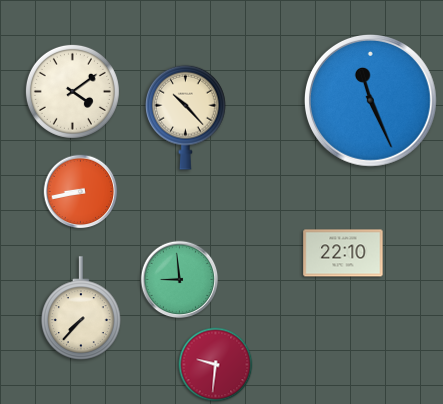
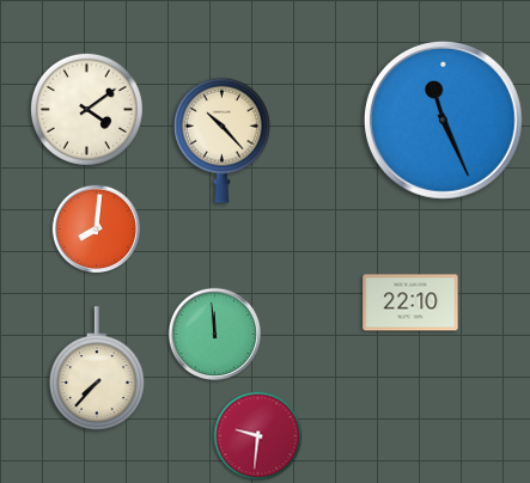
clock at (81, 192): 8:43 -> 8:01
clock at (180, 280): 8:59 -> 11:59
